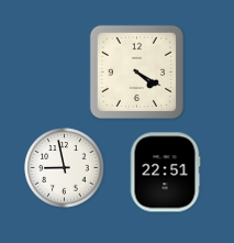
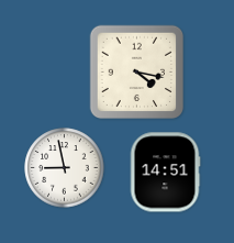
clock at (137, 73): 4:20 -> 4:17
clock at (165, 173): 22:51 -> 14:51
